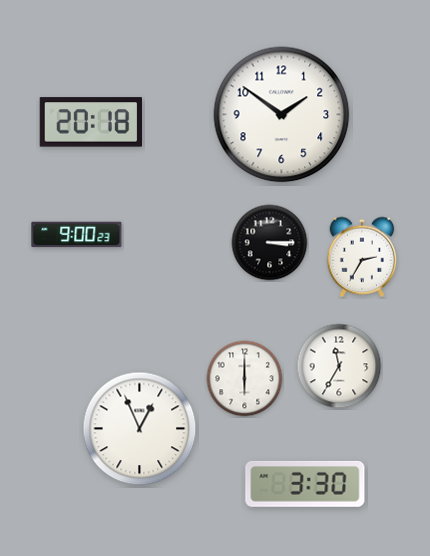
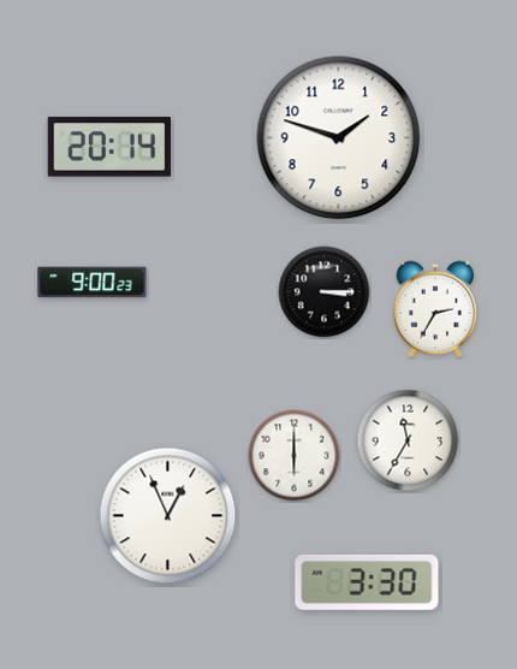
clock at (282, 115): 1:51 -> 1:48
clock at (91, 122): 20:18 -> 20:14
